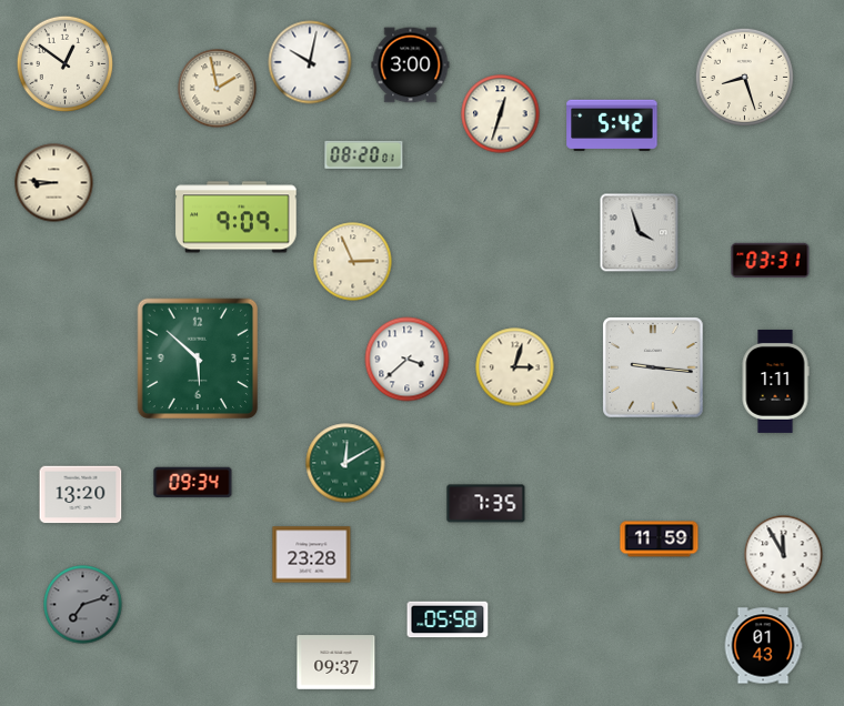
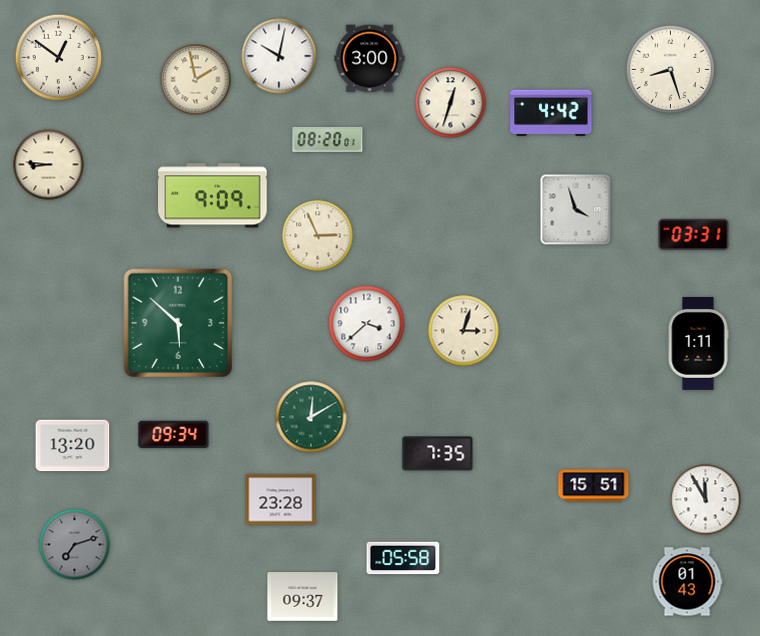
clock at (612, 124): 5:42 -> 4:42
clock at (653, 367): 9:16 -> none
clock at (660, 539): 11:59 -> 15:51
